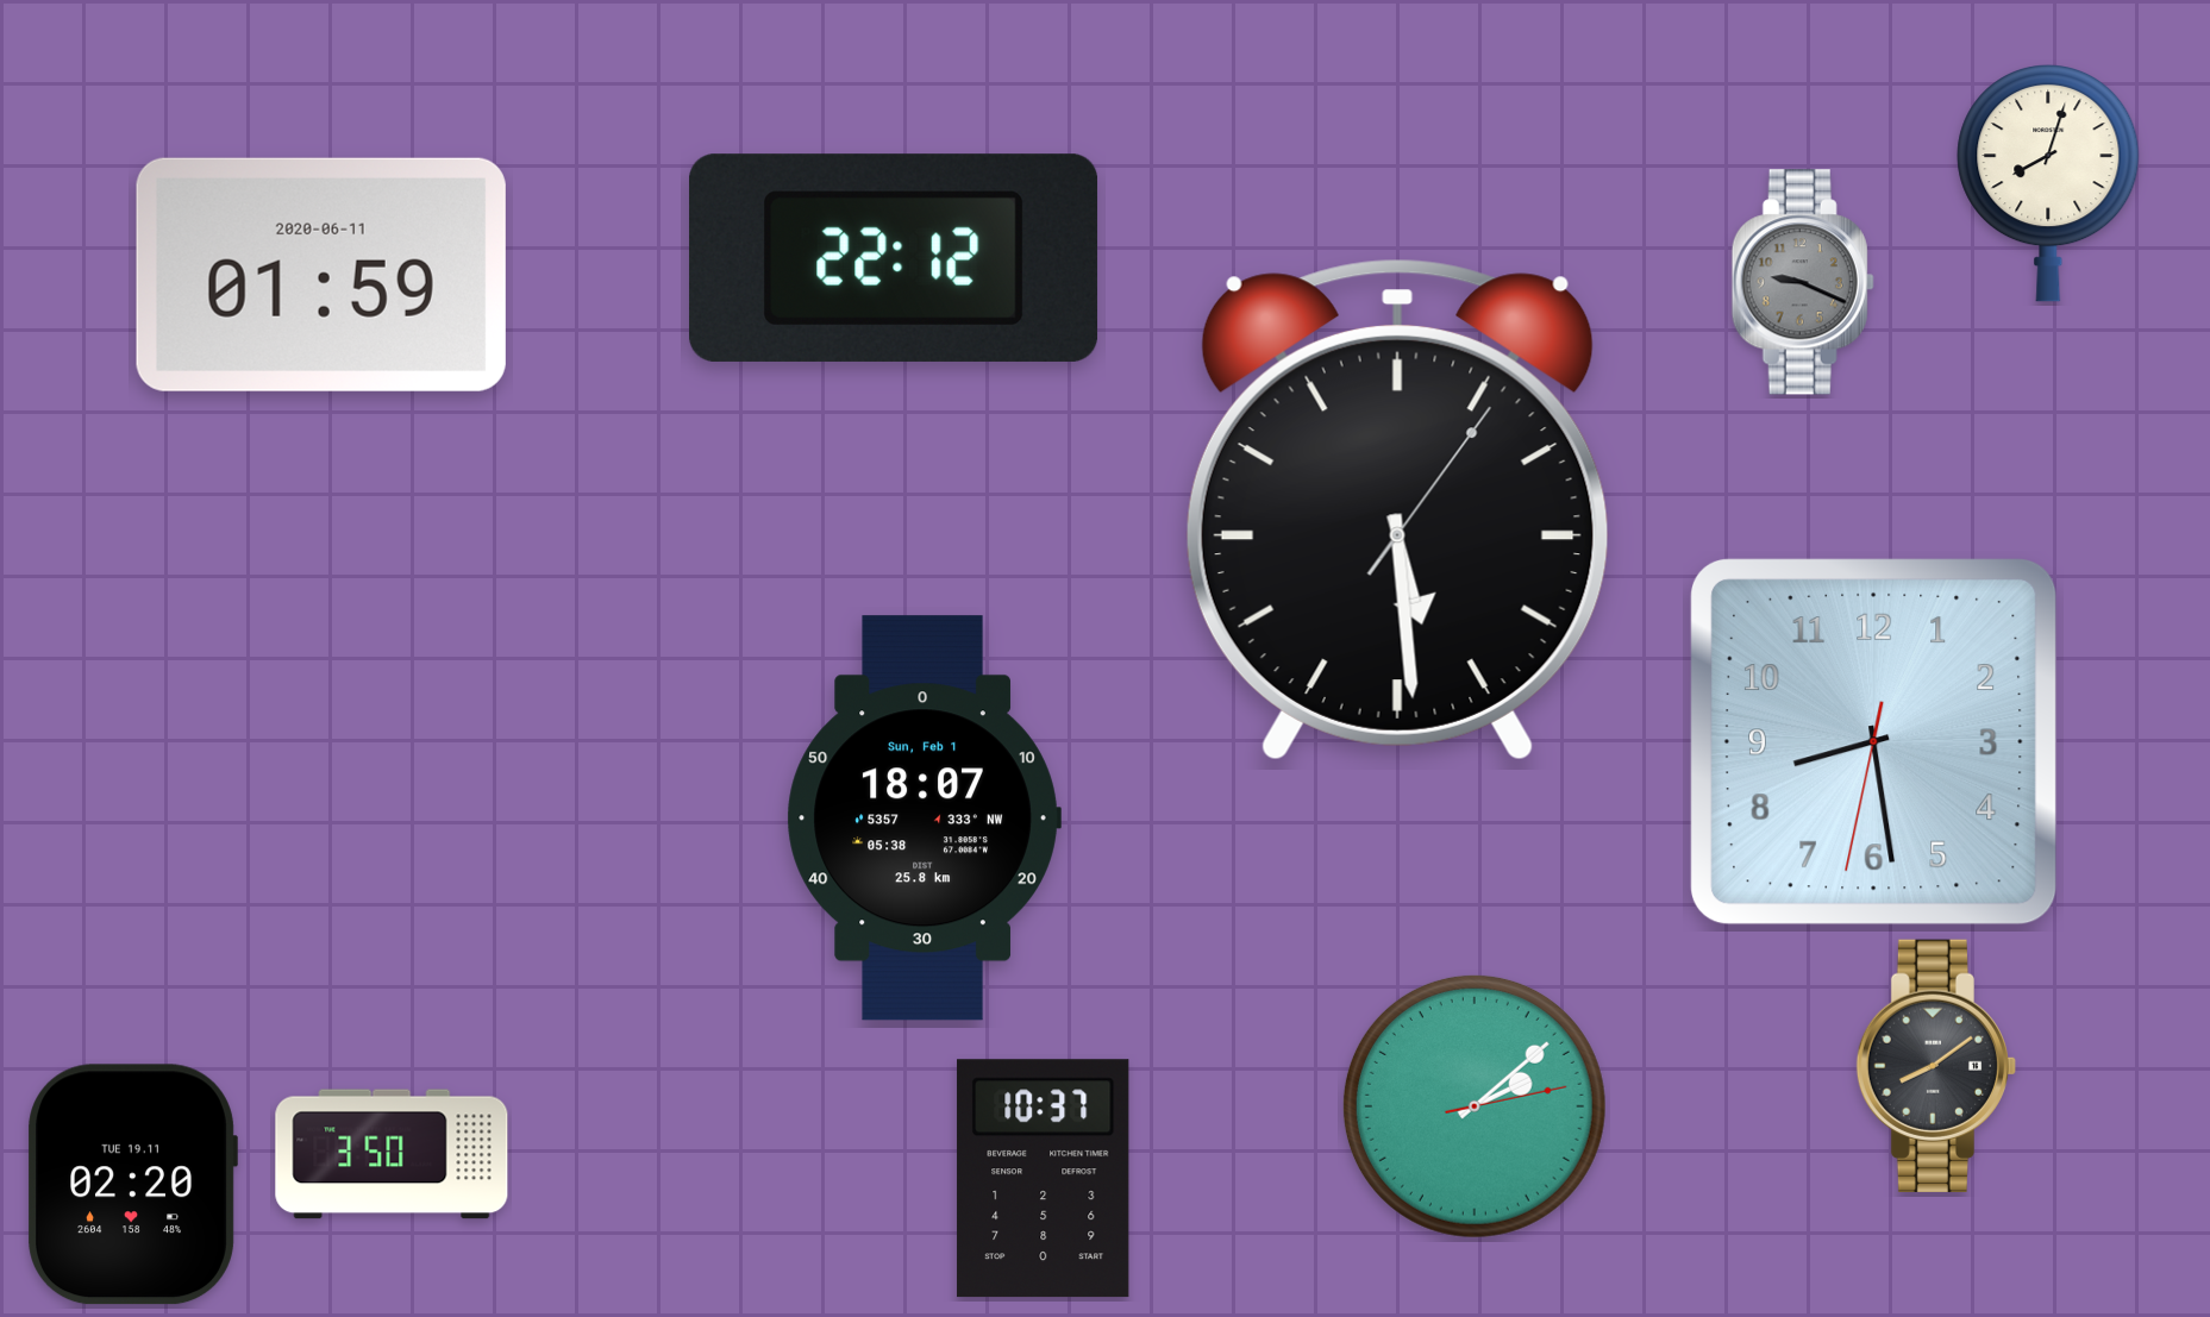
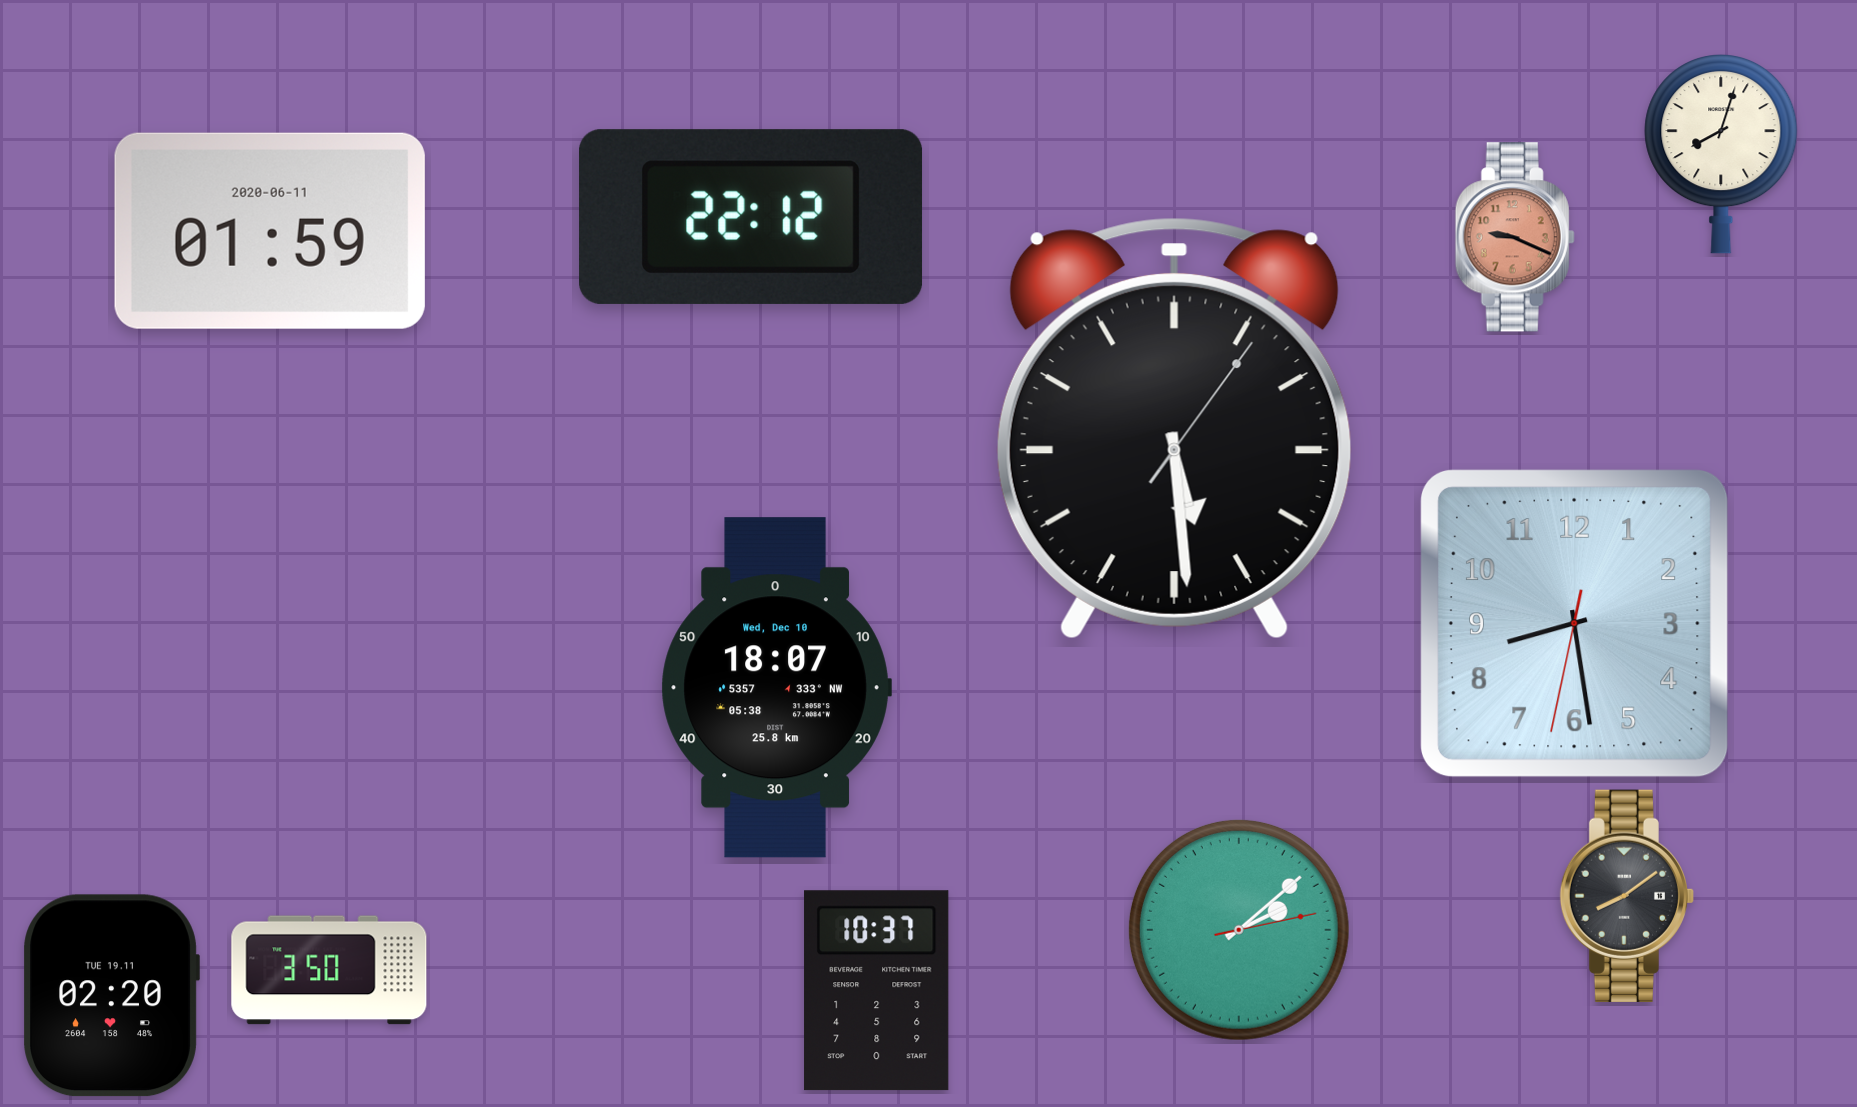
clock at (1803, 282) dial: grey -> salmon
clock at (924, 819) date: Sun, Feb 1 -> Wed, Dec 10
